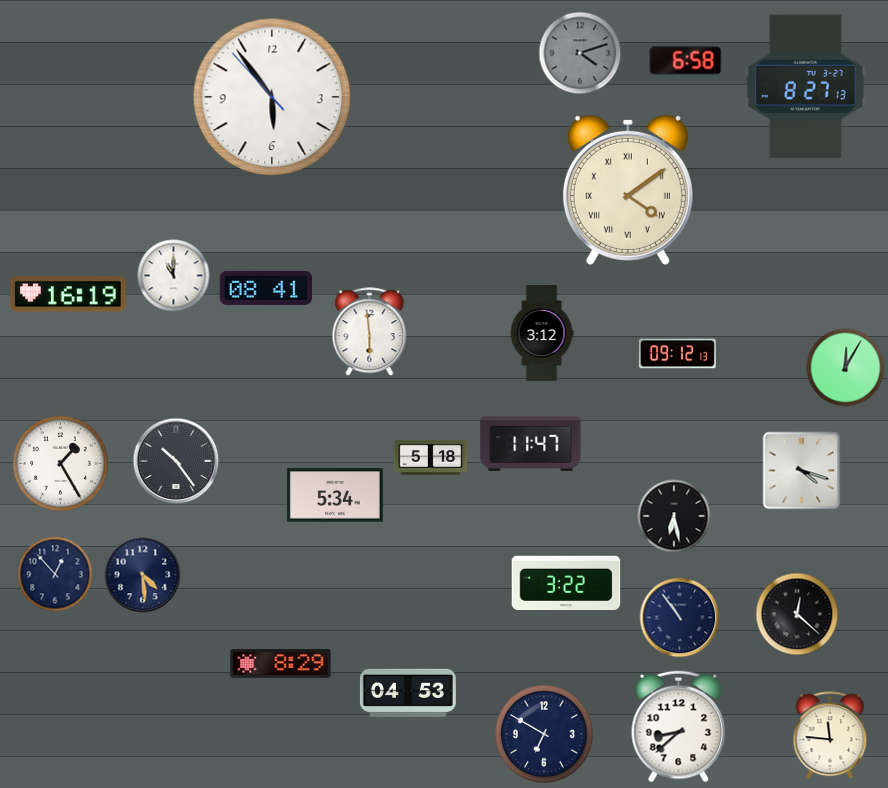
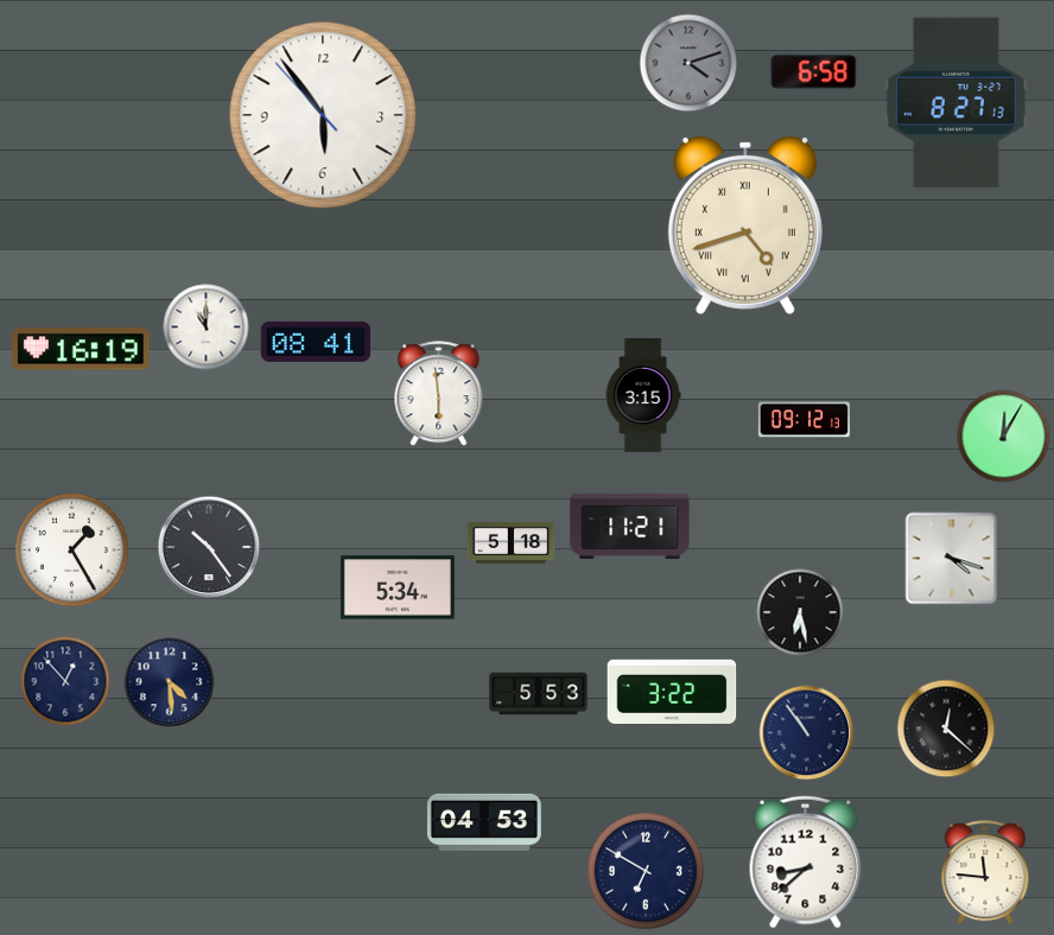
clock at (628, 190): 4:09 -> 4:42
clock at (542, 333): 3:12 -> 3:15
clock at (531, 443): 11:47 -> 11:21
clock at (539, 694): none -> 5:53
clock at (281, 664): 8:29 -> none
